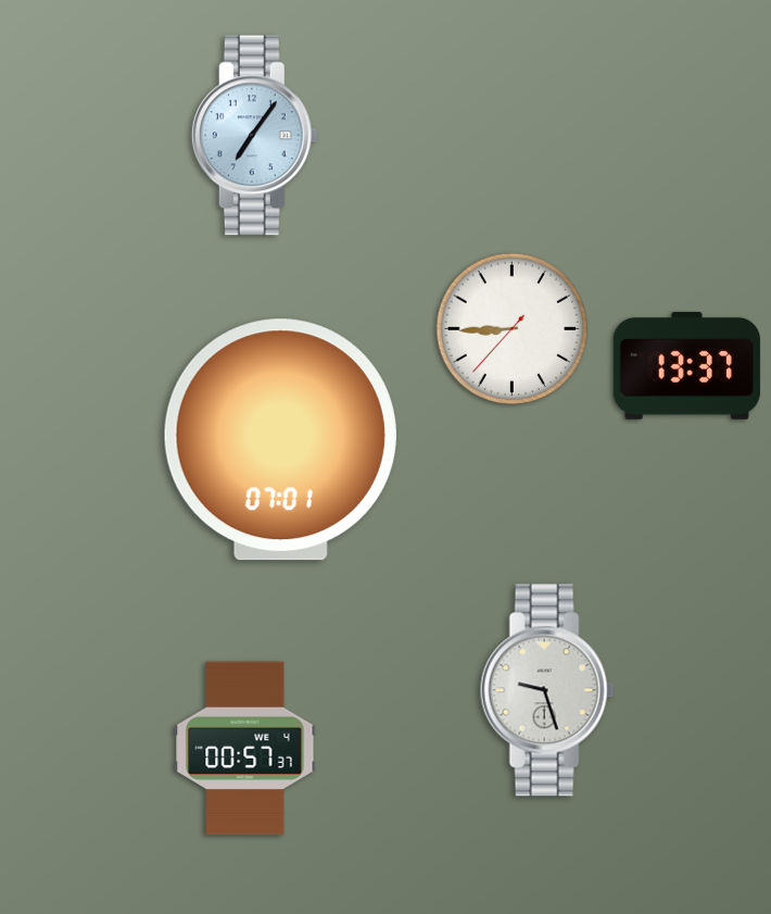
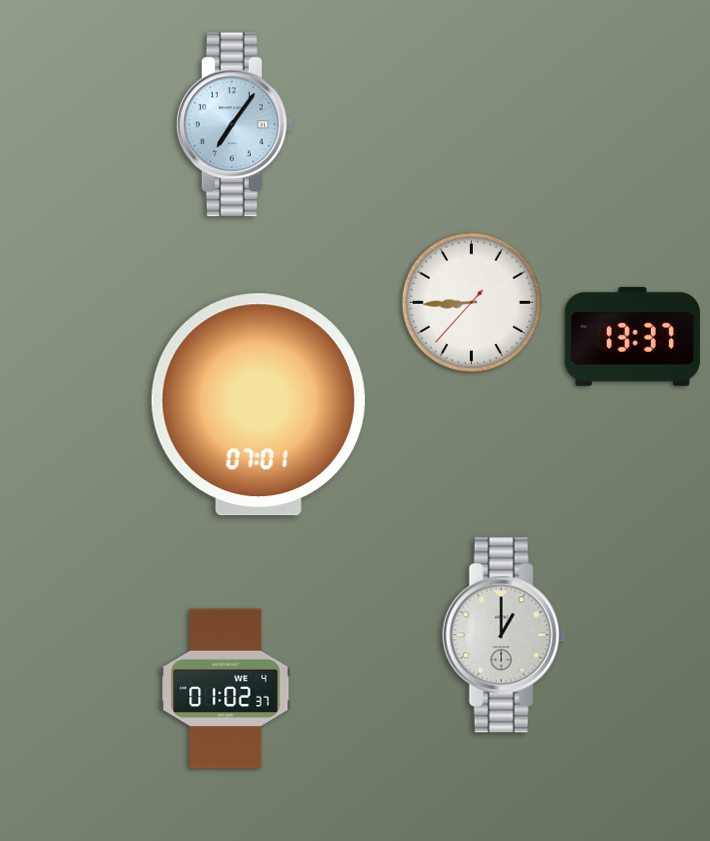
clock at (547, 690): 9:27 -> 1:00
clock at (245, 749): 00:57 -> 01:02
